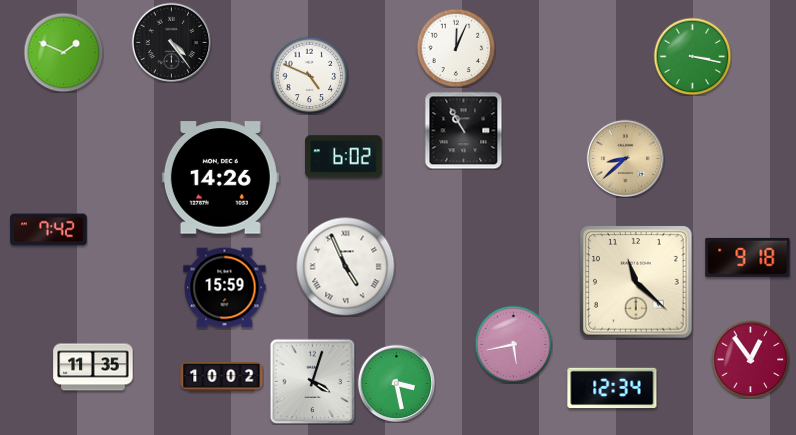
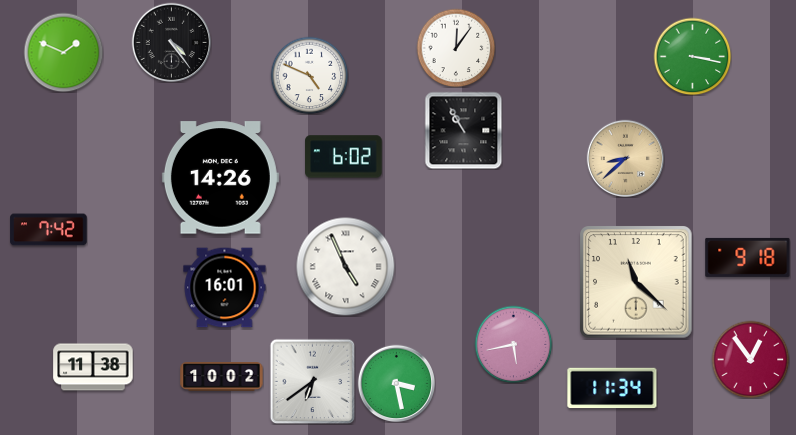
clock at (456, 48): 12:04 -> 12:06
clock at (225, 288): 15:59 -> 16:01
clock at (93, 367): 11:35 -> 11:38
clock at (312, 381): 4:03 -> 6:39
clock at (612, 388): 12:34 -> 11:34
